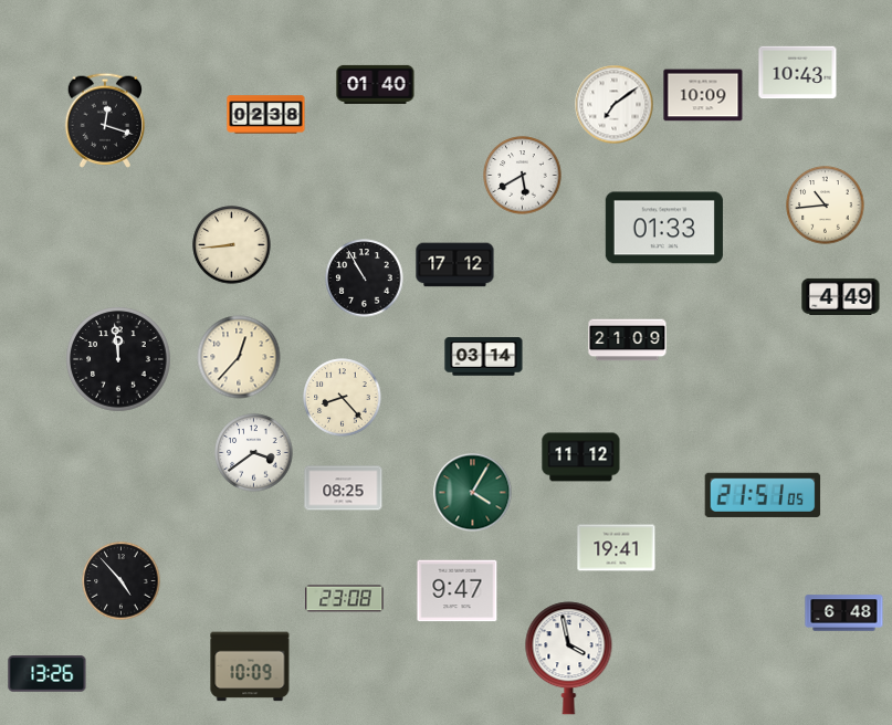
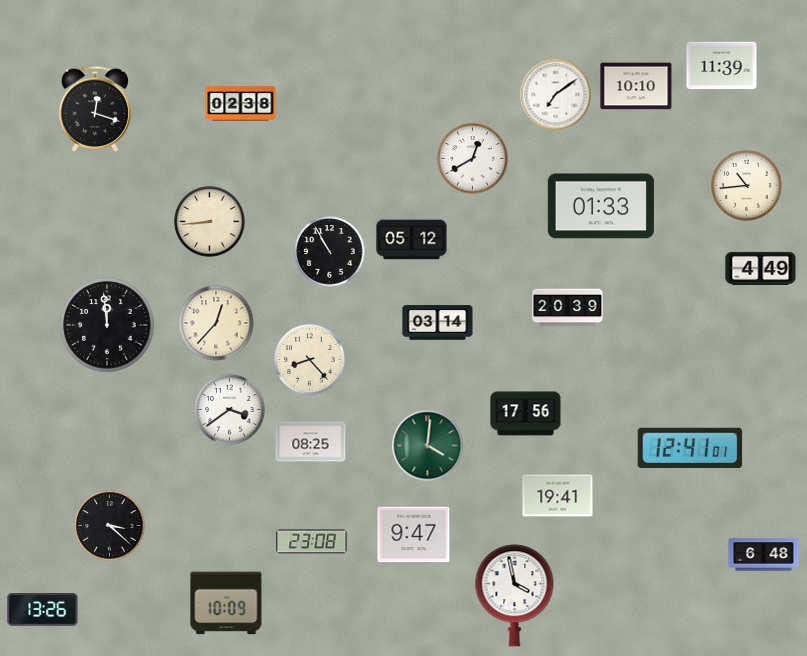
clock at (798, 73): 10:43 -> 11:39
clock at (376, 84): 01:40 -> none
clock at (703, 95): 10:09 -> 10:10
clock at (523, 176): 5:40 -> 12:40
clock at (455, 265): 17:12 -> 05:12
clock at (628, 340): 21:09 -> 20:39
clock at (581, 458): 11:12 -> 17:56
clock at (473, 493): 4:05 -> 4:01
clock at (763, 495): 21:51 -> 12:41
clock at (122, 581): 4:53 -> 3:22
